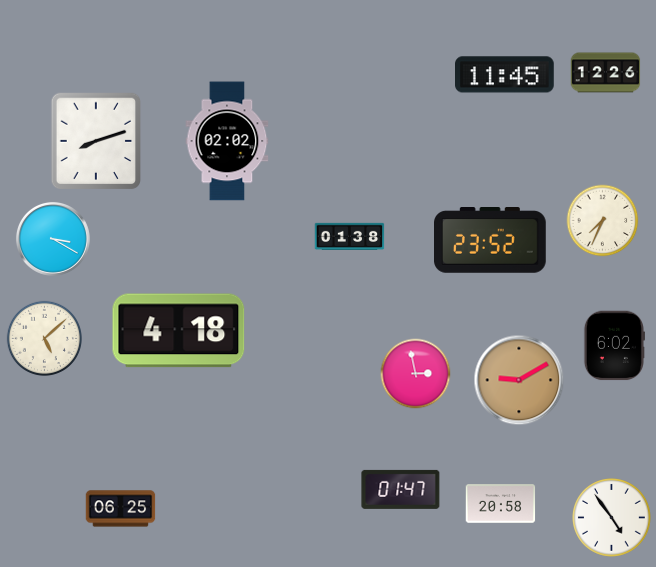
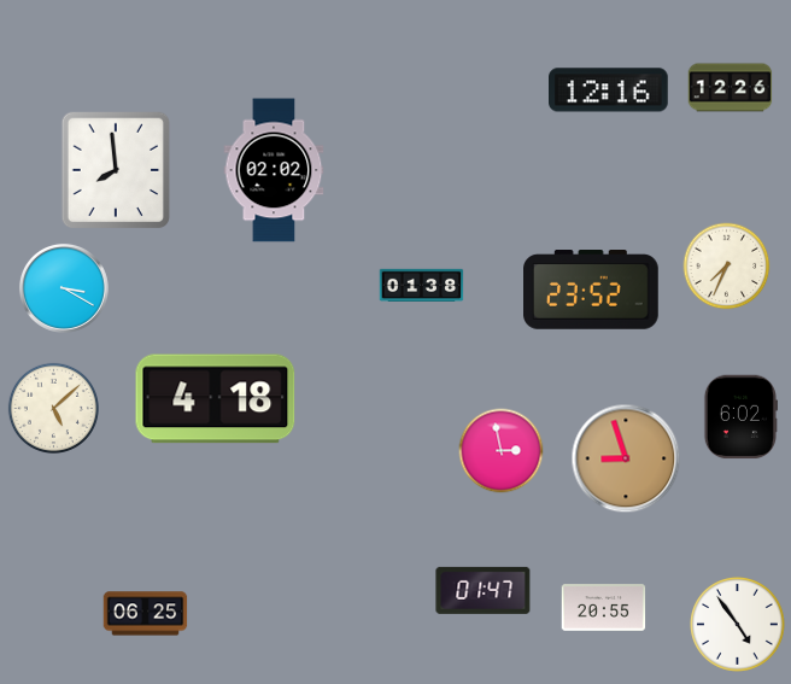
clock at (505, 75): 11:45 -> 12:16
clock at (96, 141): 8:12 -> 7:59
clock at (519, 380): 9:10 -> 8:57
clock at (501, 504): 20:58 -> 20:55
